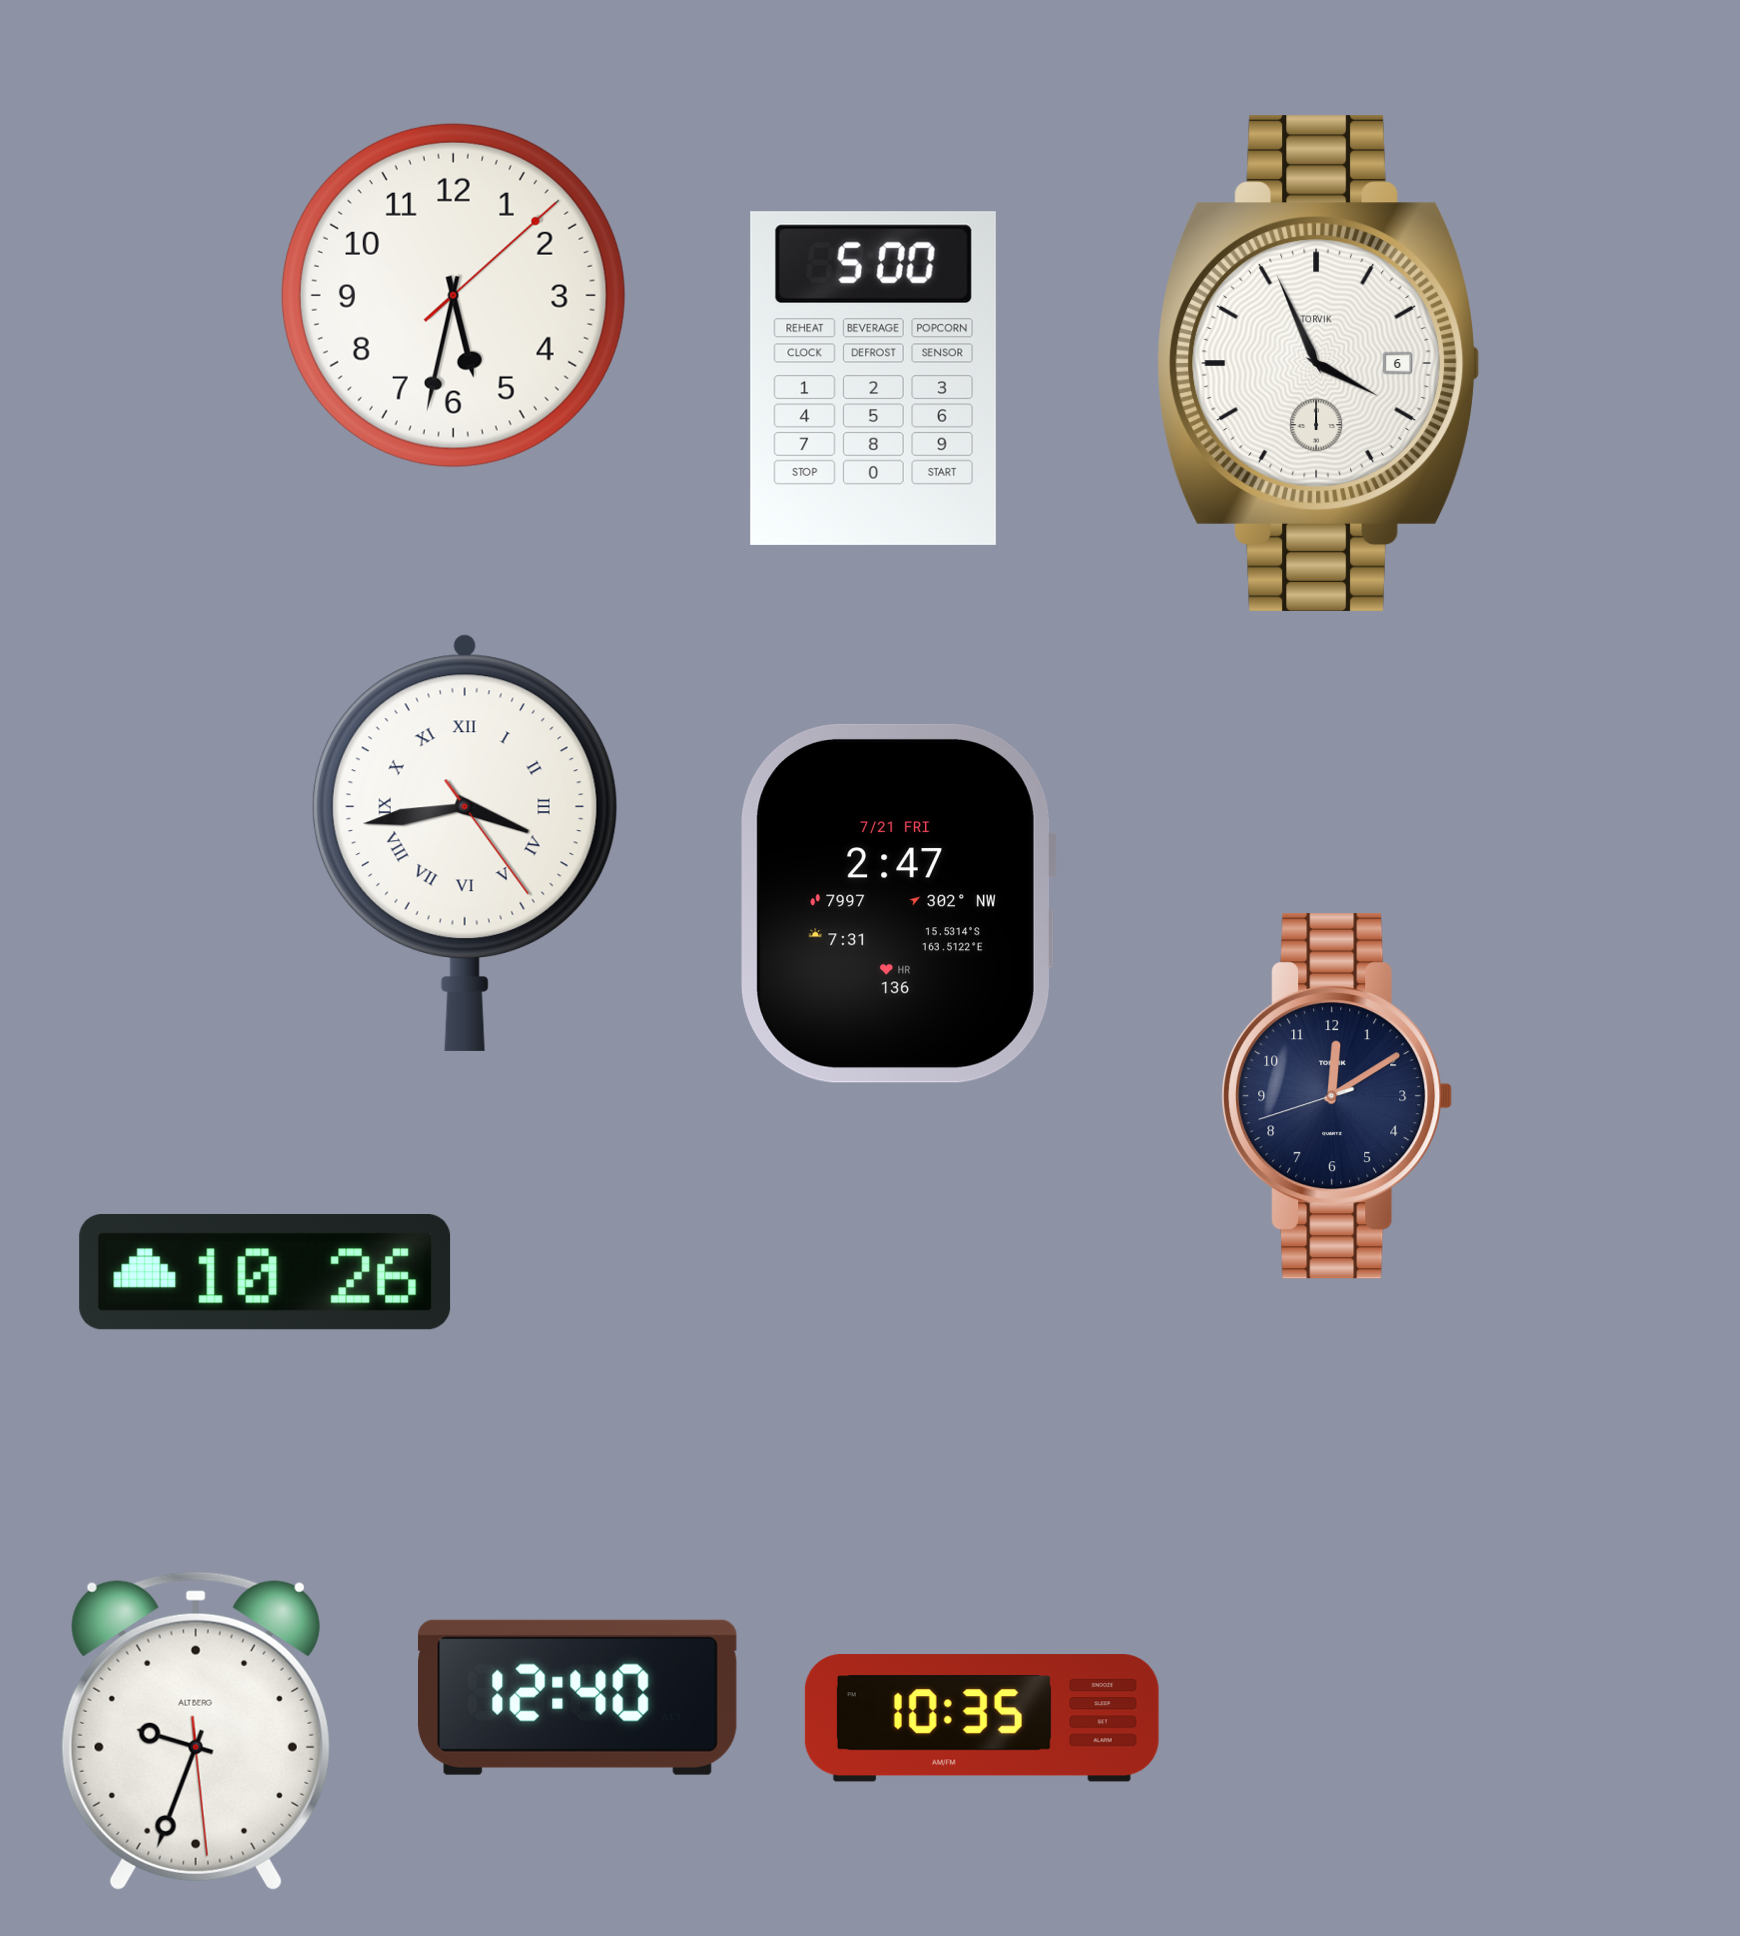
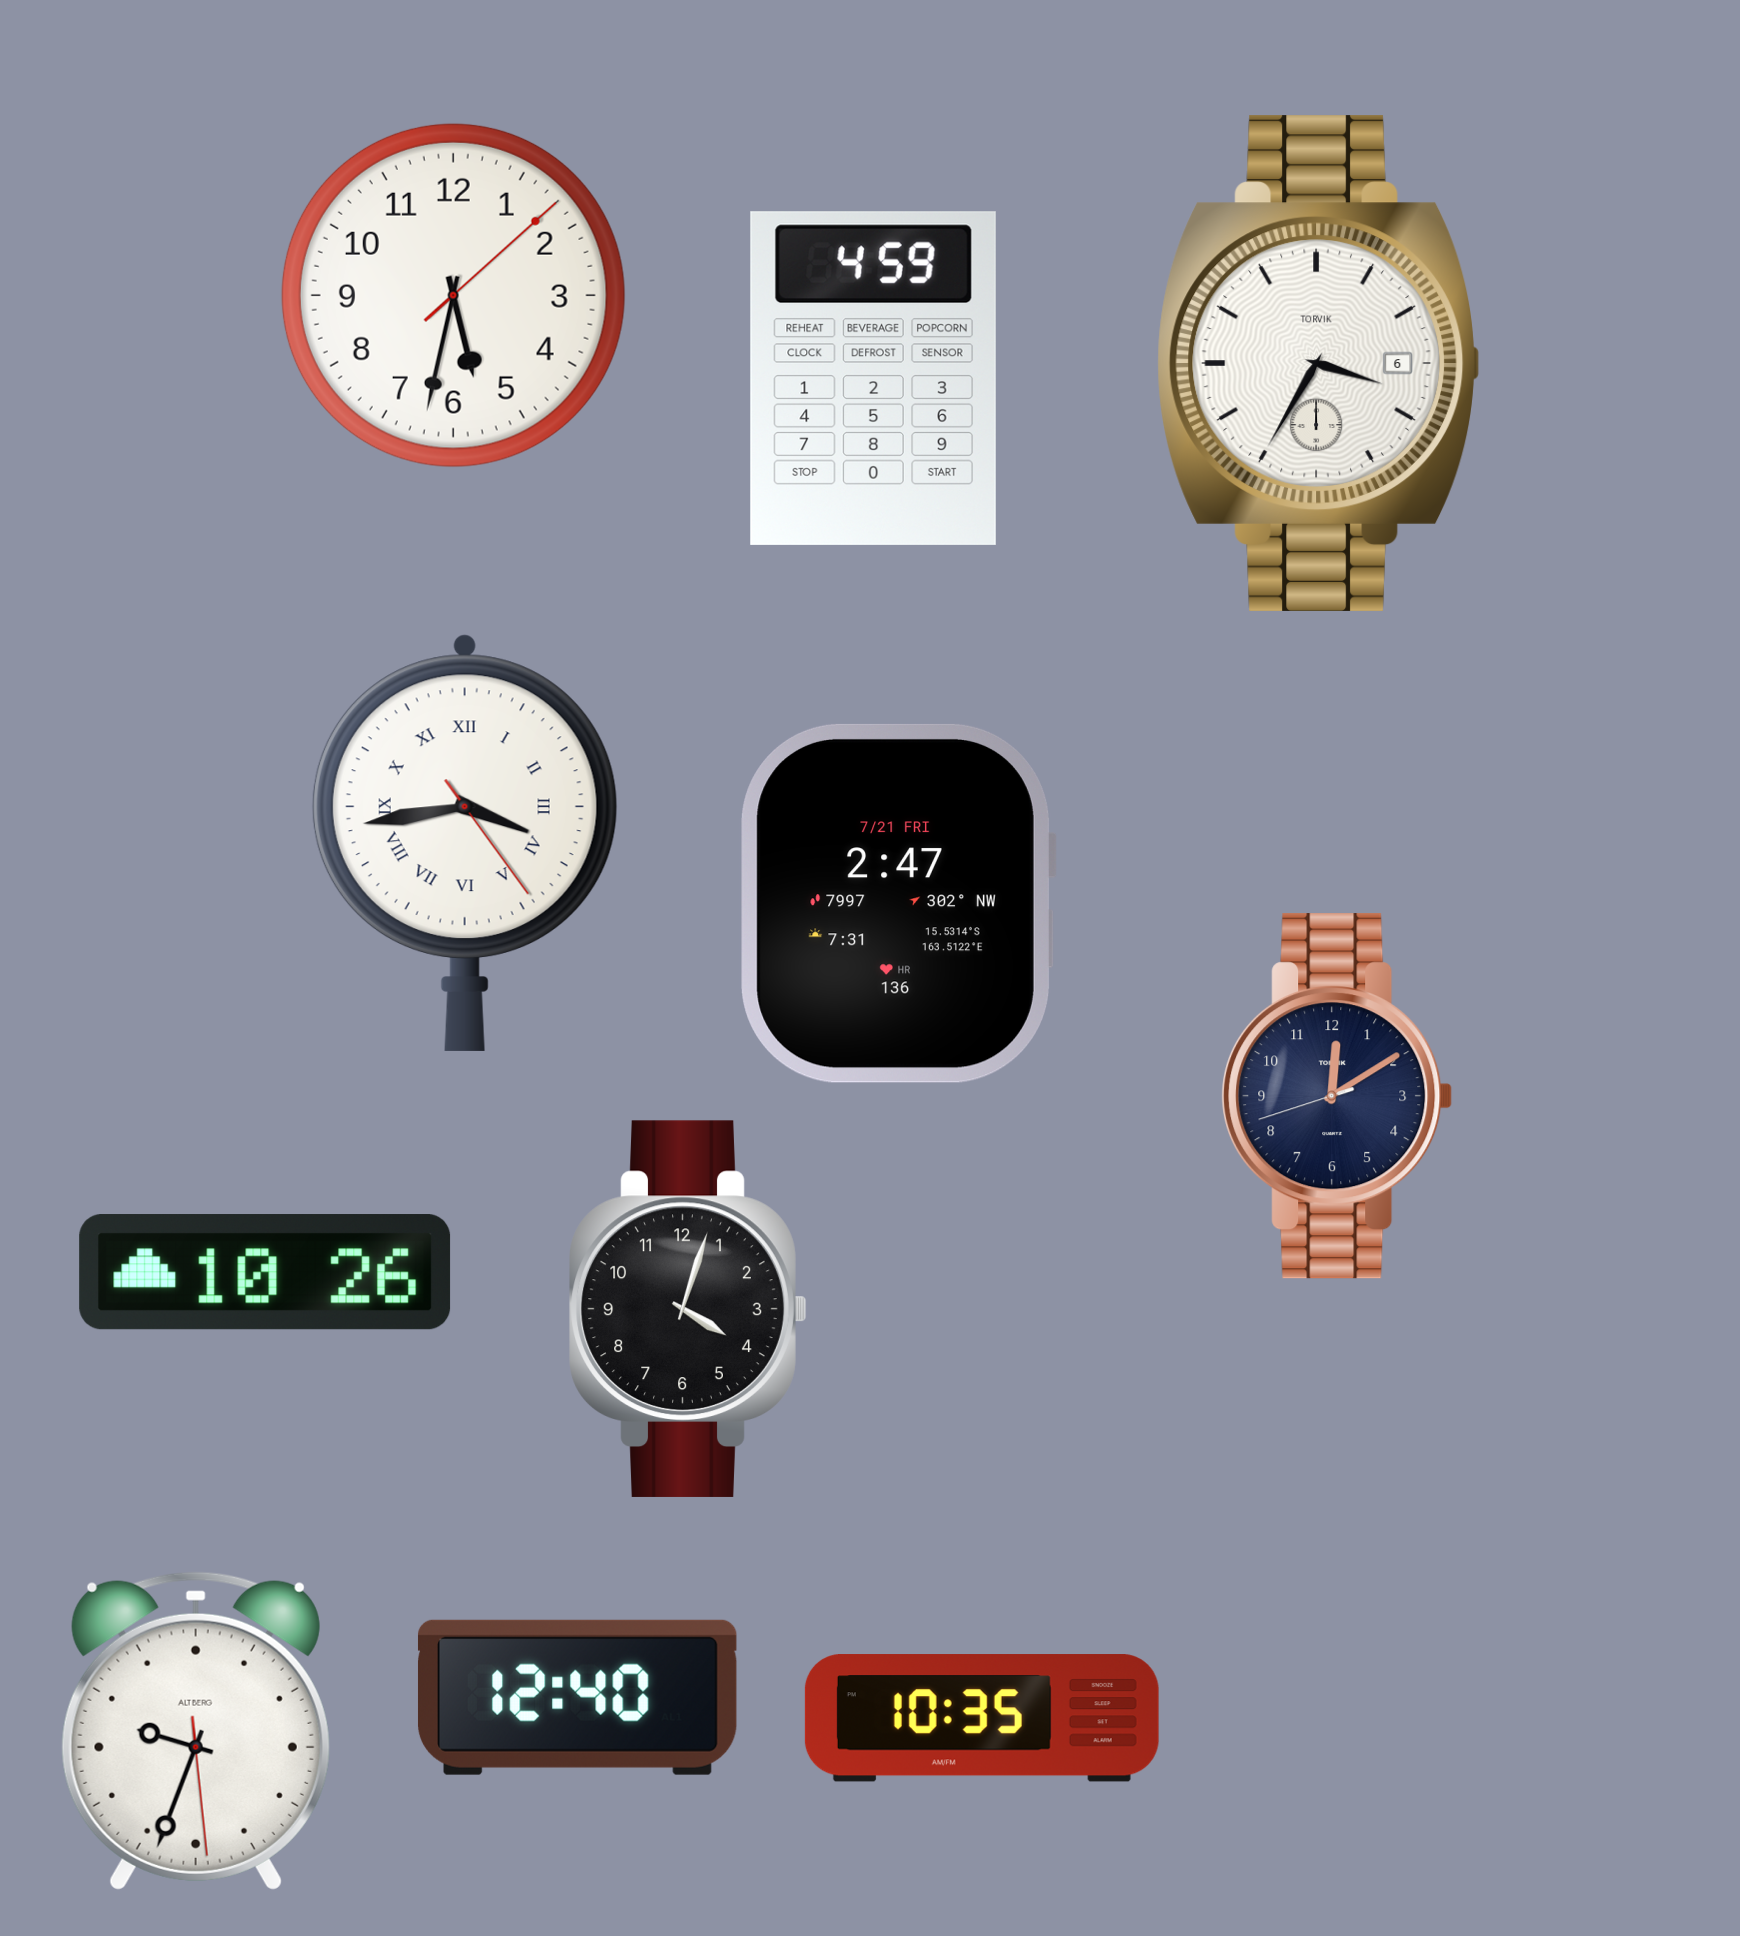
clock at (1318, 363): 3:56 -> 3:35
clock at (873, 378): 5:00 -> 4:59
clock at (688, 1309): none -> 4:03
